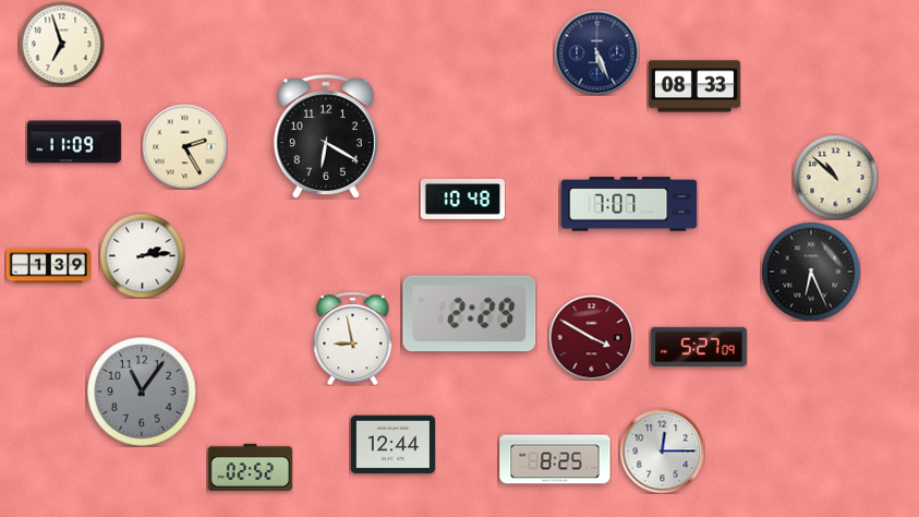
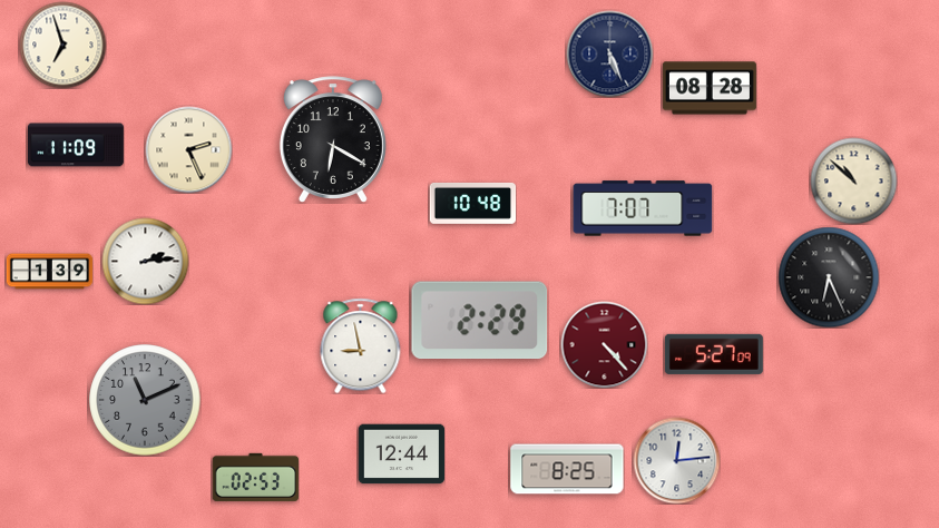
clock at (694, 86): 08:33 -> 08:28
clock at (184, 146): 2:25 -> 2:26
clock at (591, 337): 3:50 -> 4:23
clock at (142, 392): 11:06 -> 11:11
clock at (662, 450): 12:15 -> 12:14
clock at (250, 467): 02:52 -> 02:53
